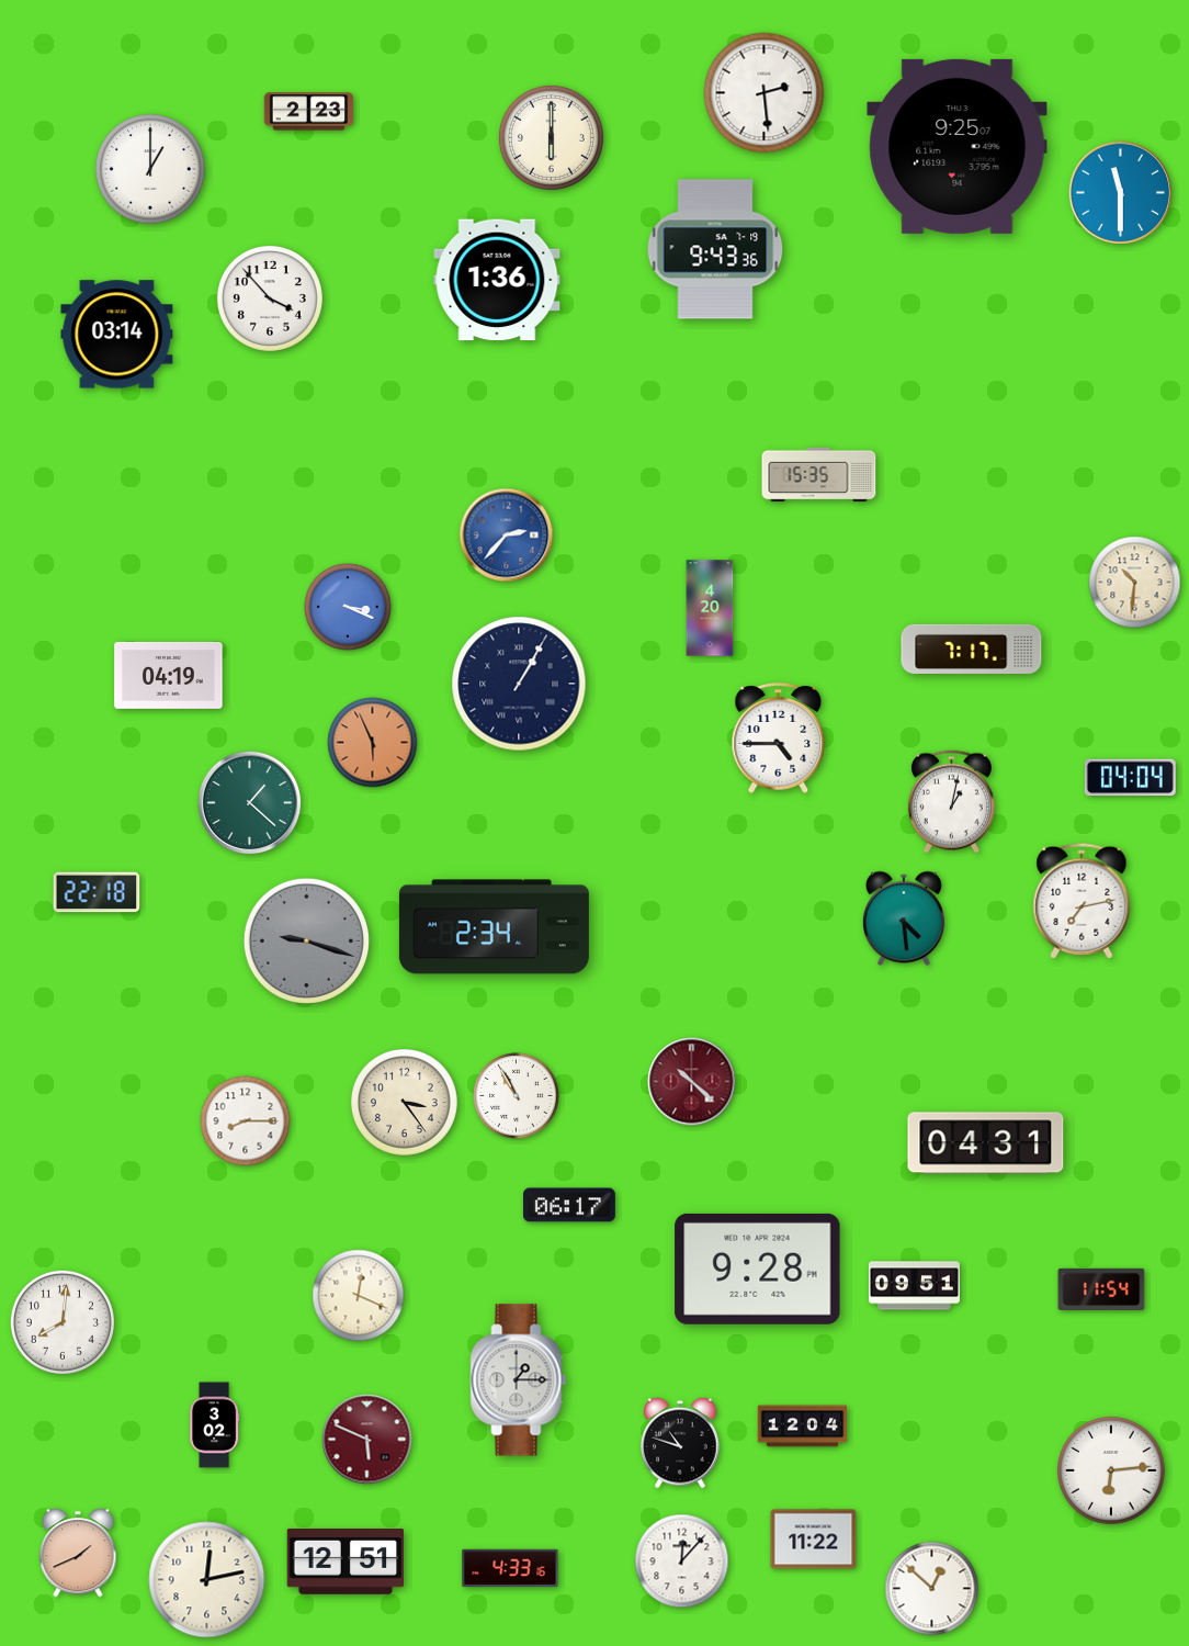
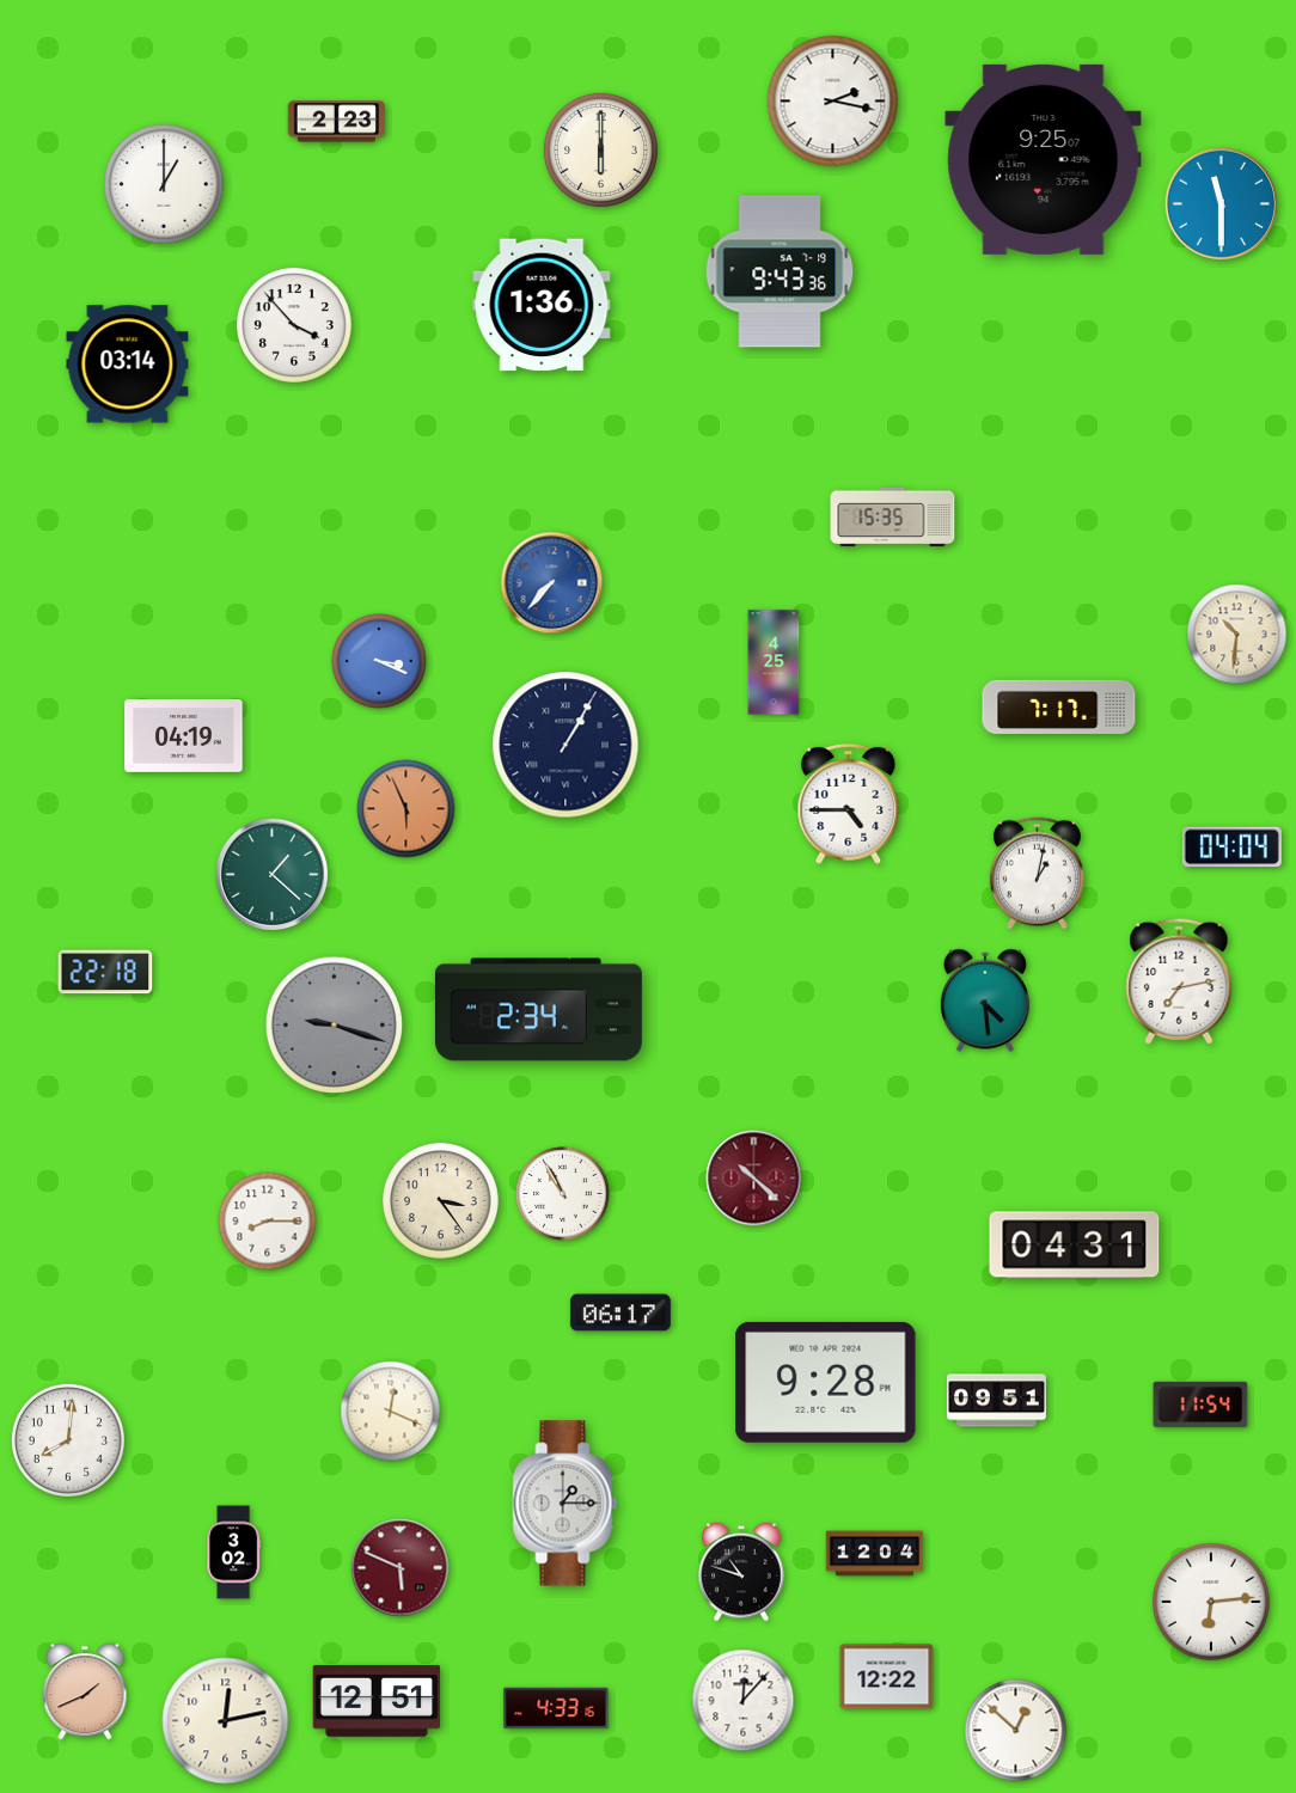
clock at (765, 93): 2:29 -> 2:17
clock at (1121, 193) position: (1121, 193) -> (1222, 204)
clock at (507, 535): 2:37 -> 7:37
clock at (710, 608): 4:20 -> 4:25
clock at (814, 1540): 11:22 -> 12:22
